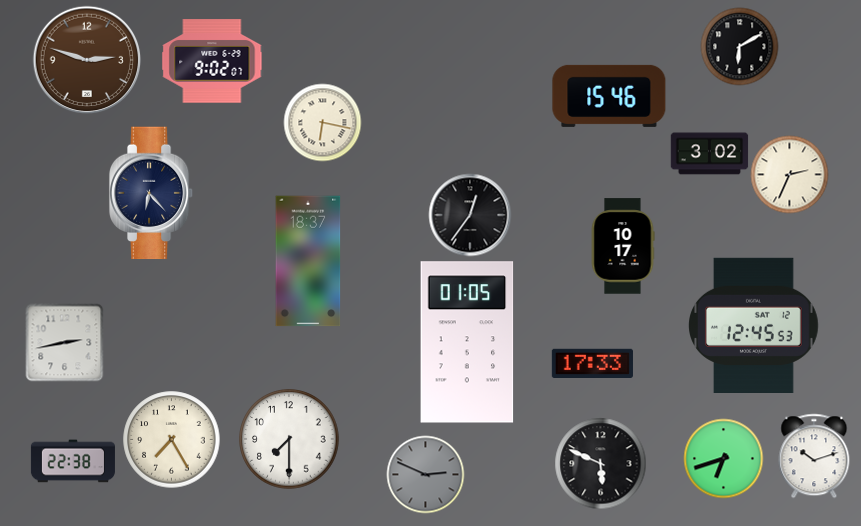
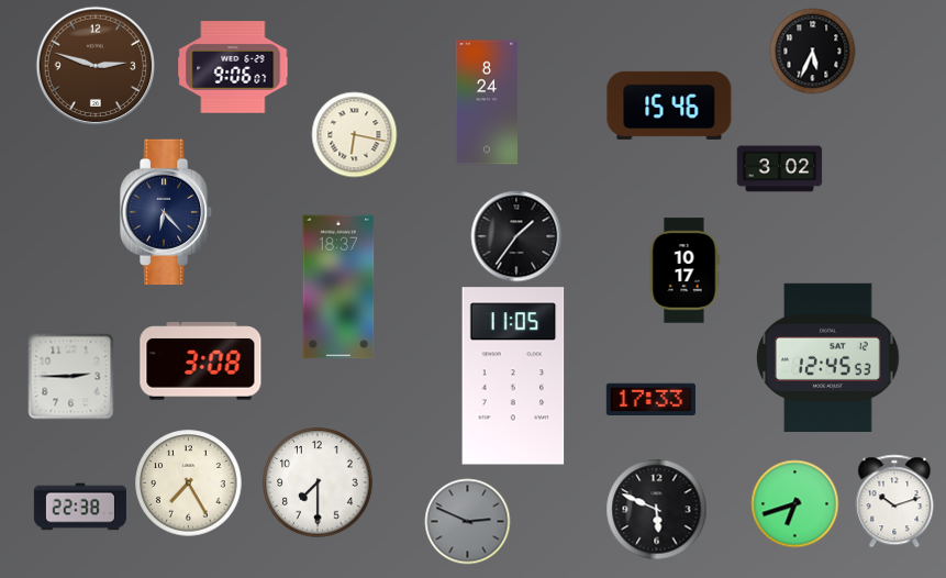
clock at (739, 46): 6:10 -> 5:34
clock at (212, 61): 9:02 -> 9:06
clock at (487, 102): none -> 8:24
clock at (789, 174): 2:34 -> none
clock at (470, 215): 12:36 -> 1:36
clock at (201, 362): none -> 3:08
clock at (64, 342): 2:43 -> 2:45
clock at (467, 342): 01:05 -> 11:05
clock at (600, 463) position: (600, 463) -> (656, 509)
